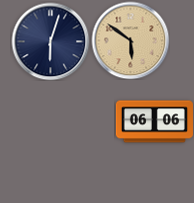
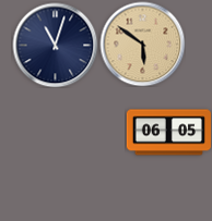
clock at (50, 41): 6:03 -> 11:03
clock at (154, 122): 06:06 -> 06:05
